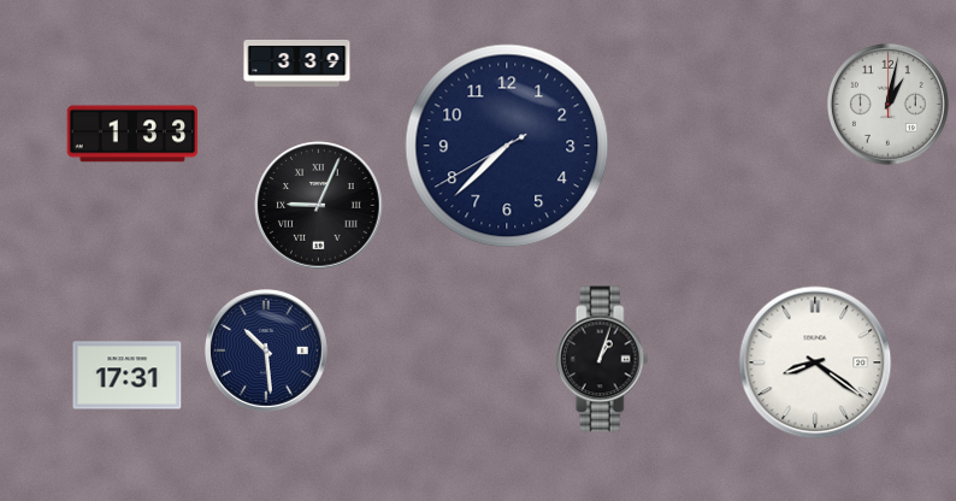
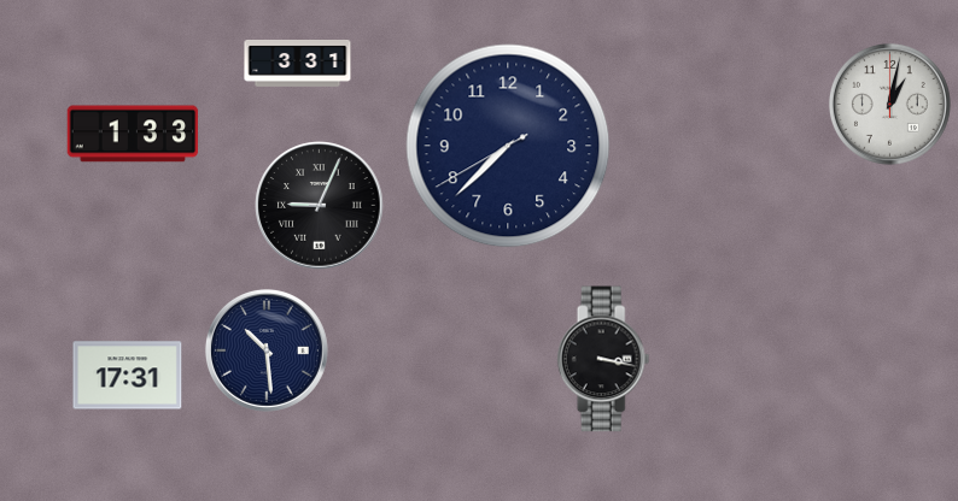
clock at (297, 64): 3:39 -> 3:31
clock at (602, 359): 1:03 -> 3:17
clock at (815, 363): 8:21 -> none
